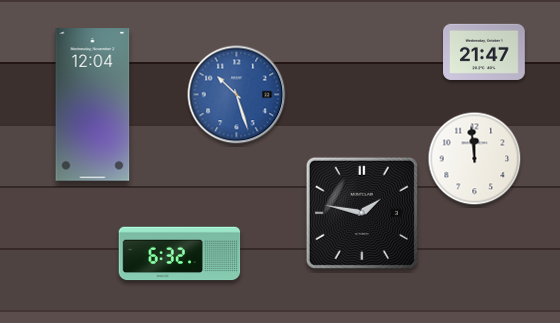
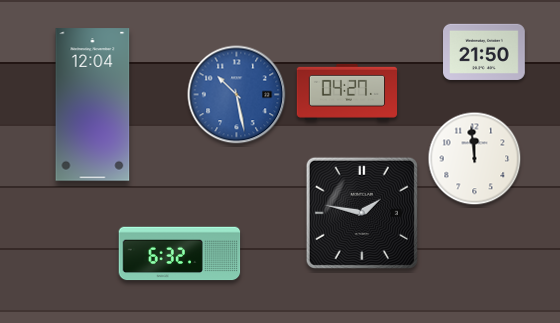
clock at (485, 52): 21:47 -> 21:50
clock at (347, 92): none -> 04:27
clock at (237, 95): 10:27 -> 10:28
